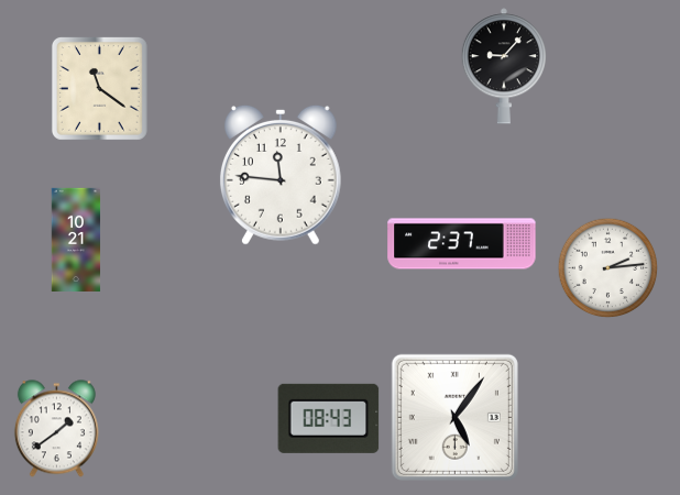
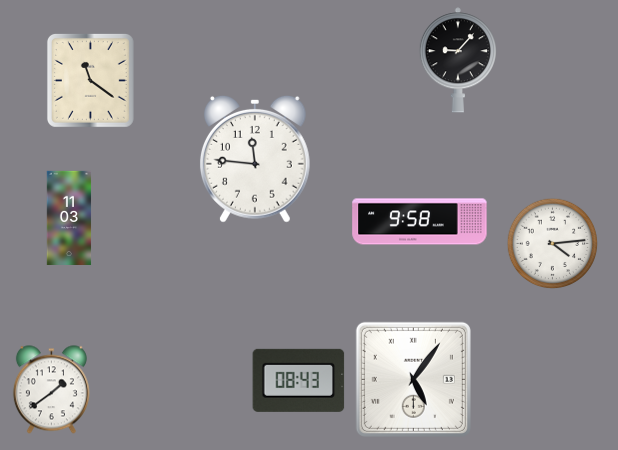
clock at (76, 239): 10:21 -> 11:03
clock at (462, 244): 2:37 -> 9:58
clock at (608, 268): 2:14 -> 4:14
